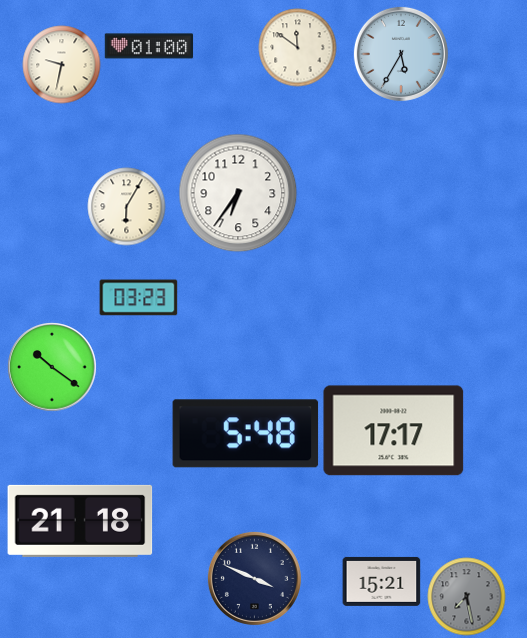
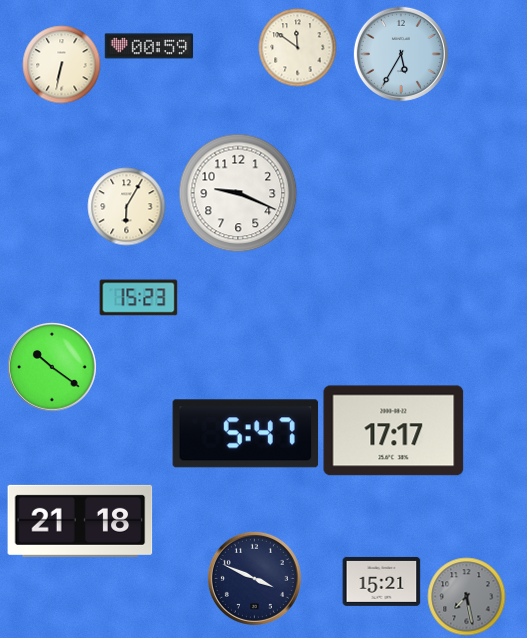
clock at (149, 46): 01:00 -> 00:59
clock at (61, 64): 9:32 -> 6:32
clock at (238, 193): 6:36 -> 9:19
clock at (138, 298): 03:23 -> 15:23
clock at (246, 434): 5:48 -> 5:47
